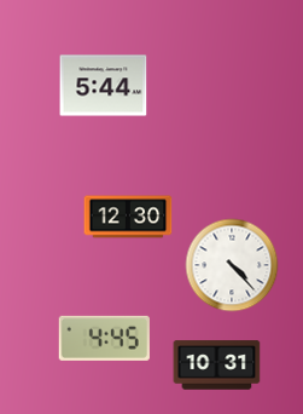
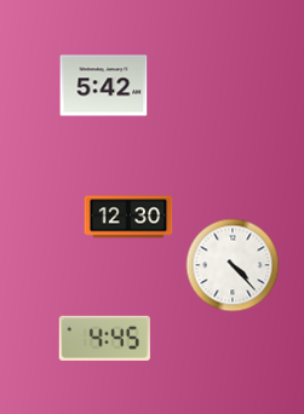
clock at (104, 86): 5:44 -> 5:42
clock at (217, 366): 10:31 -> none
